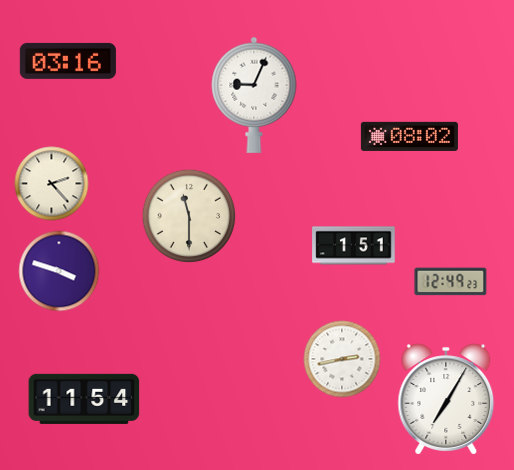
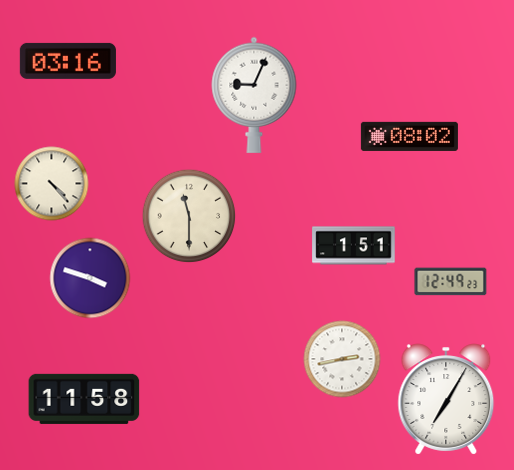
clock at (52, 184): 2:23 -> 4:23
clock at (59, 271) position: (59, 271) -> (90, 278)
clock at (84, 399): 11:54 -> 11:58
